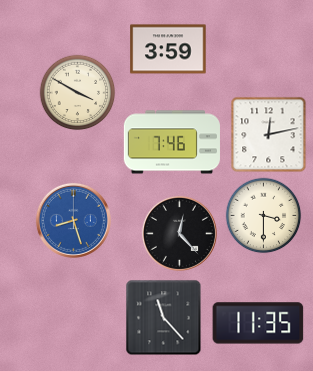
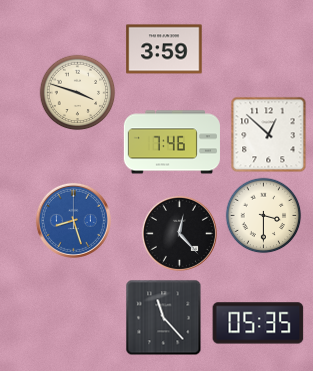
clock at (168, 49) position: (168, 49) -> (164, 49)
clock at (78, 93): 3:50 -> 3:48
clock at (269, 135): 12:13 -> 12:52
clock at (258, 323): 11:35 -> 05:35
